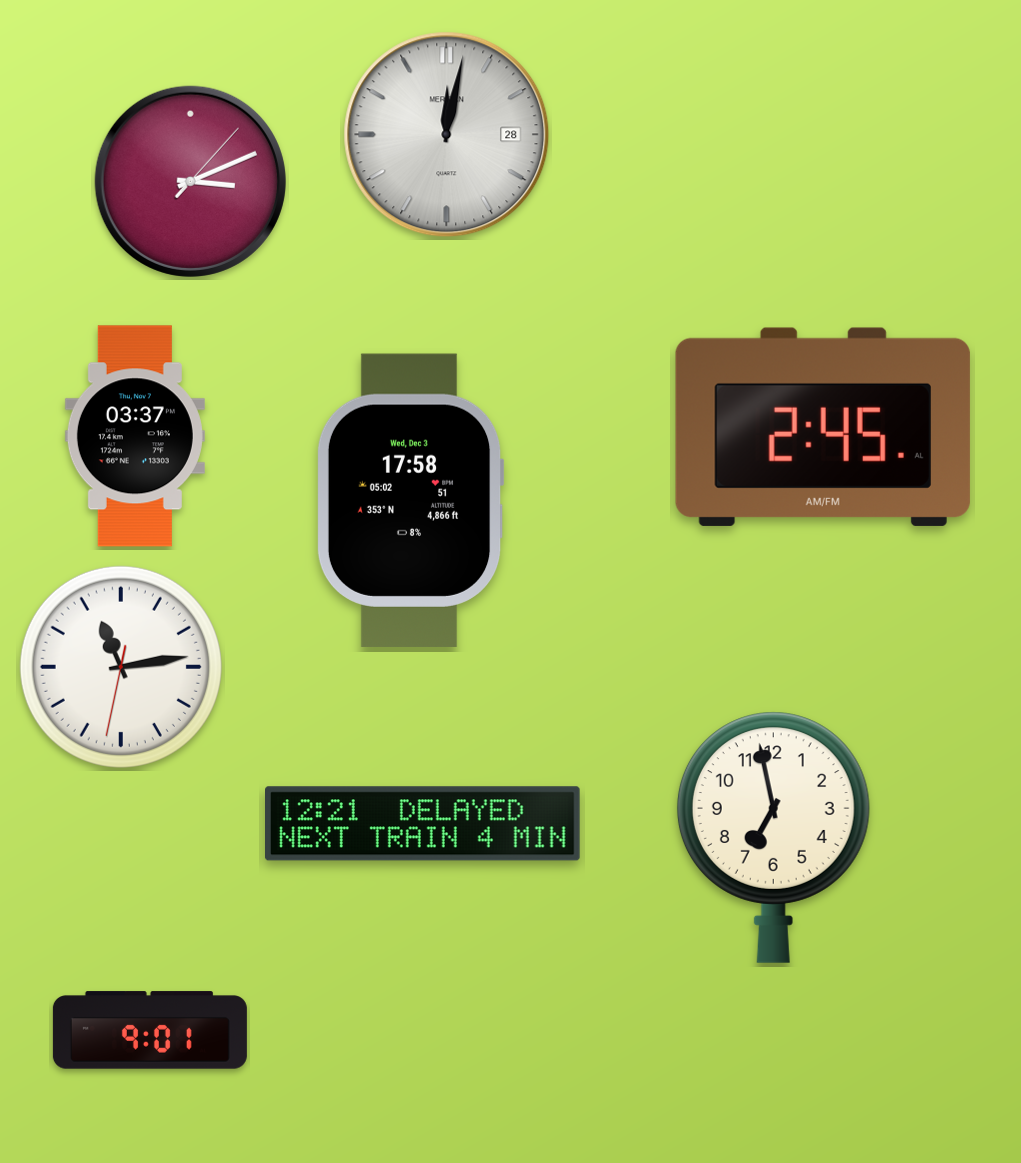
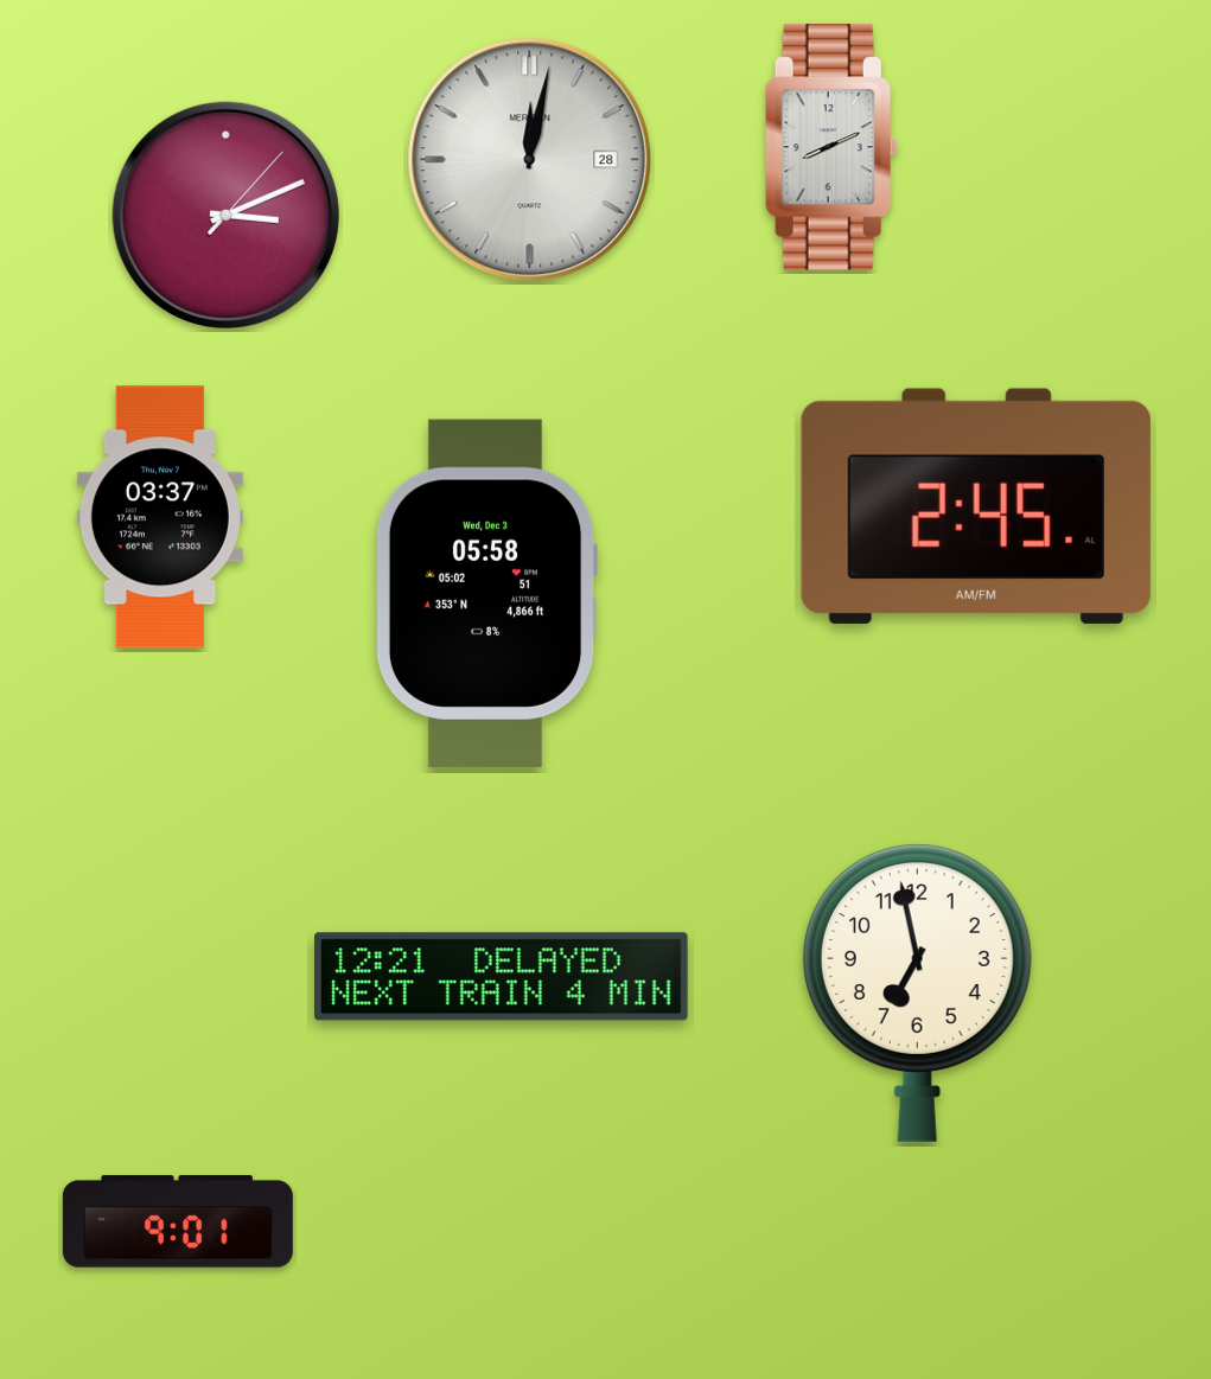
clock at (831, 147): none -> 8:11
clock at (410, 500): 17:58 -> 05:58
clock at (121, 667): 11:13 -> none
